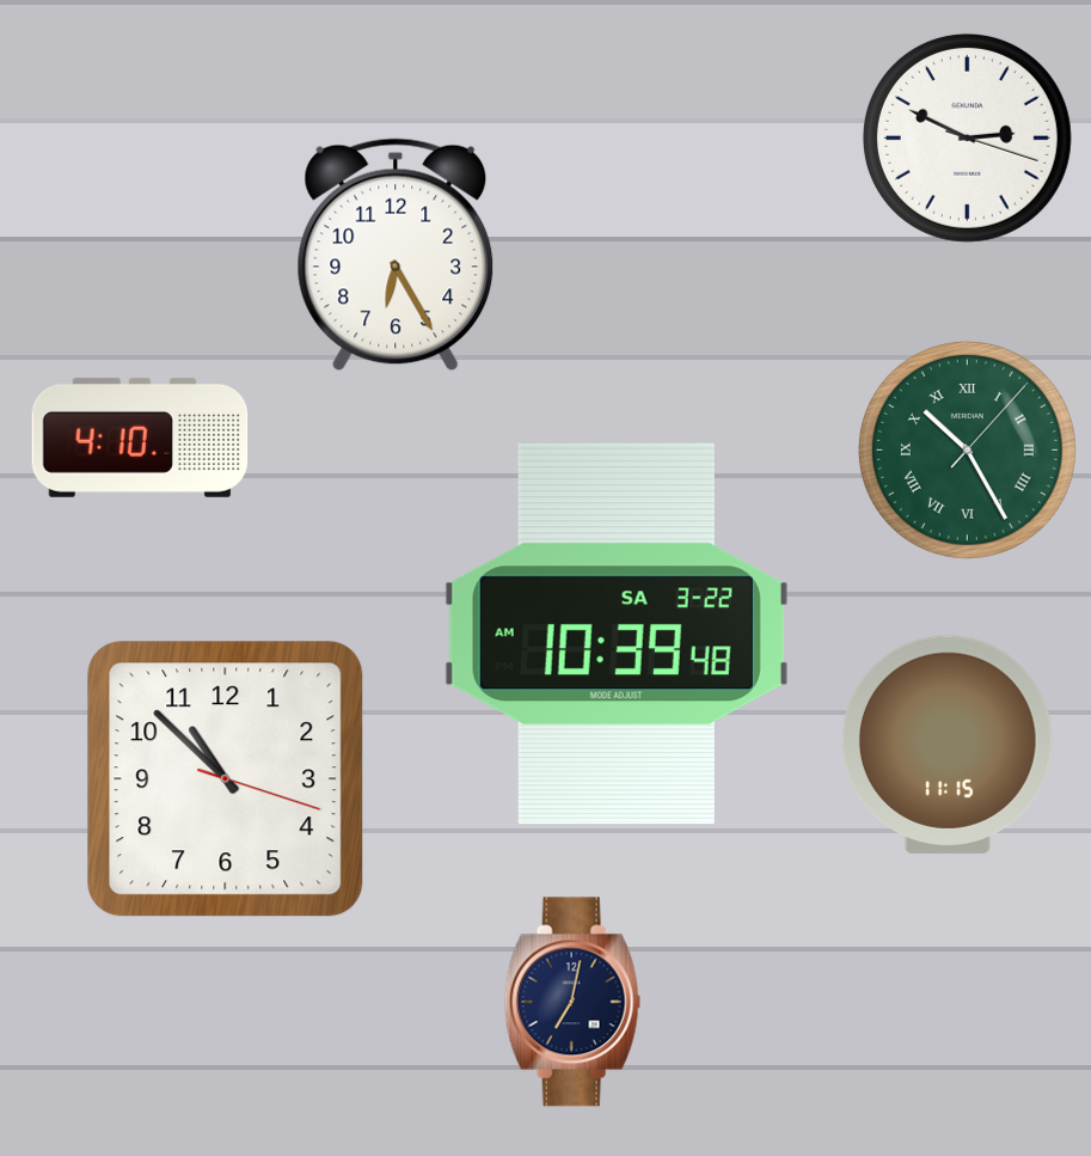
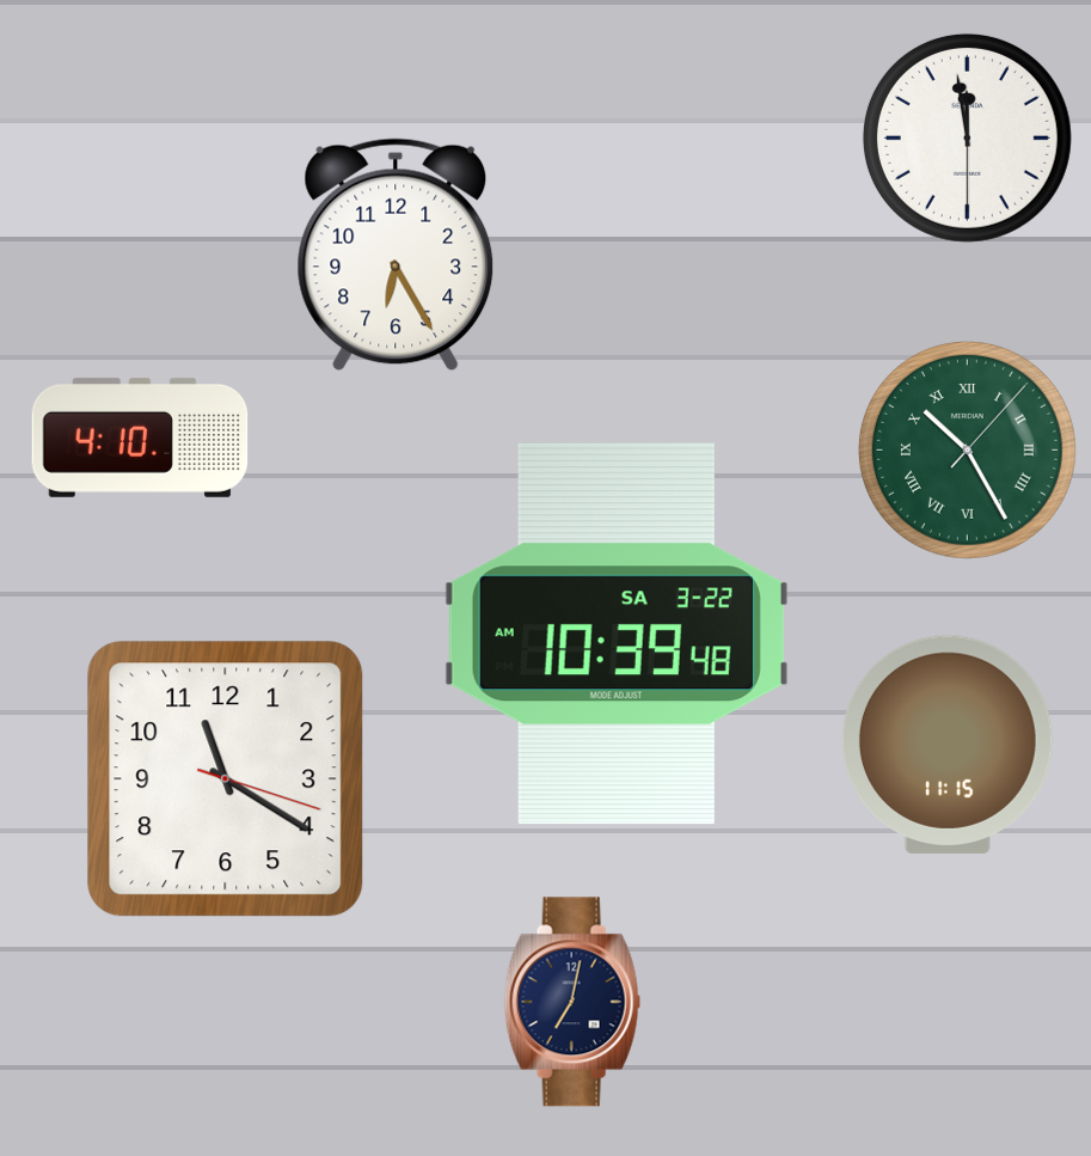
clock at (967, 137): 2:49 -> 11:58
clock at (226, 779): 10:52 -> 11:20
